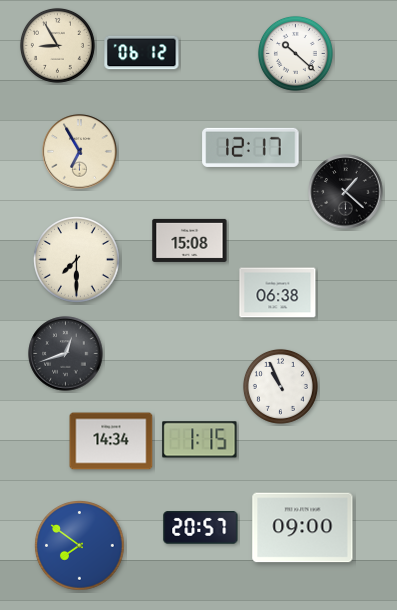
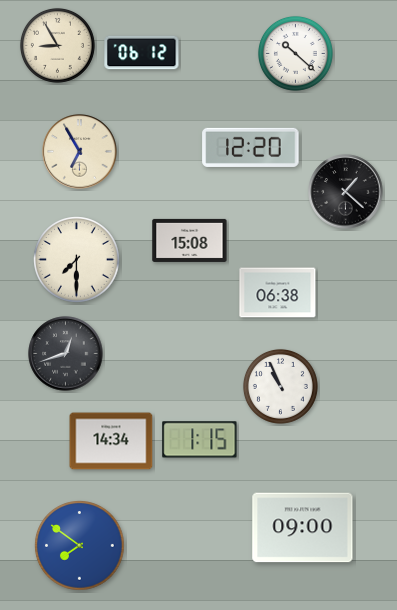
clock at (251, 147): 12:17 -> 12:20
clock at (201, 528): 20:57 -> none
